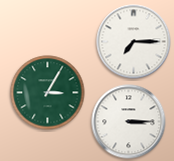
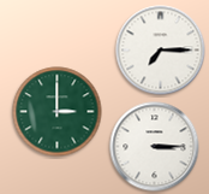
clock at (48, 93): 3:05 -> 3:00
